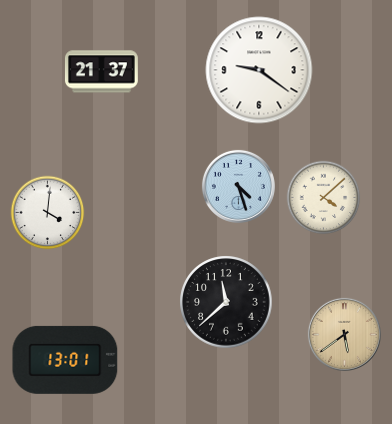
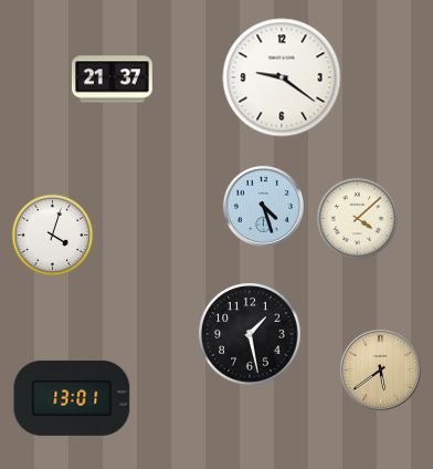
clock at (259, 70) position: (259, 70) -> (282, 77)
clock at (48, 213): 4:01 -> 4:03
clock at (226, 302): 11:38 -> 1:28
